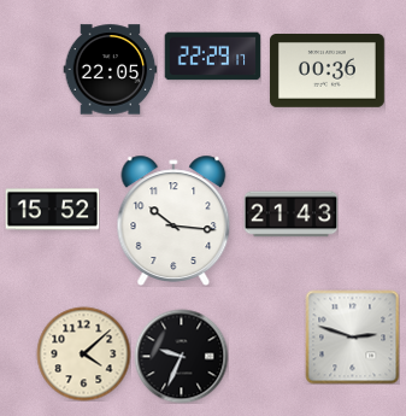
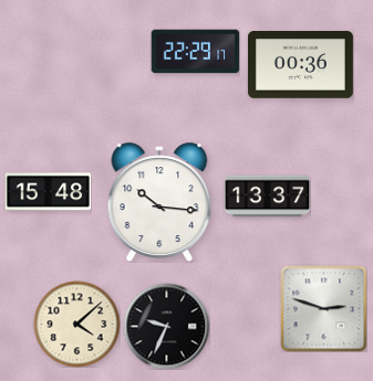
clock at (110, 70): 22:05 -> none
clock at (52, 210): 15:52 -> 15:48
clock at (290, 215): 21:43 -> 13:37
